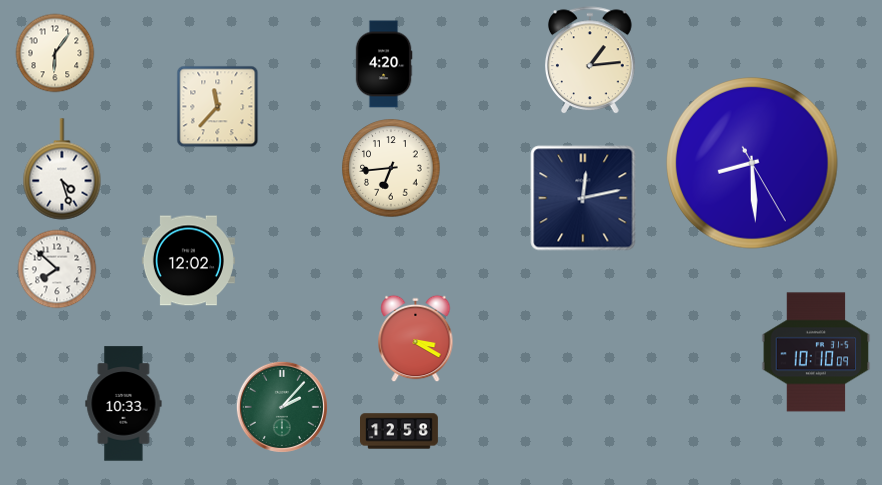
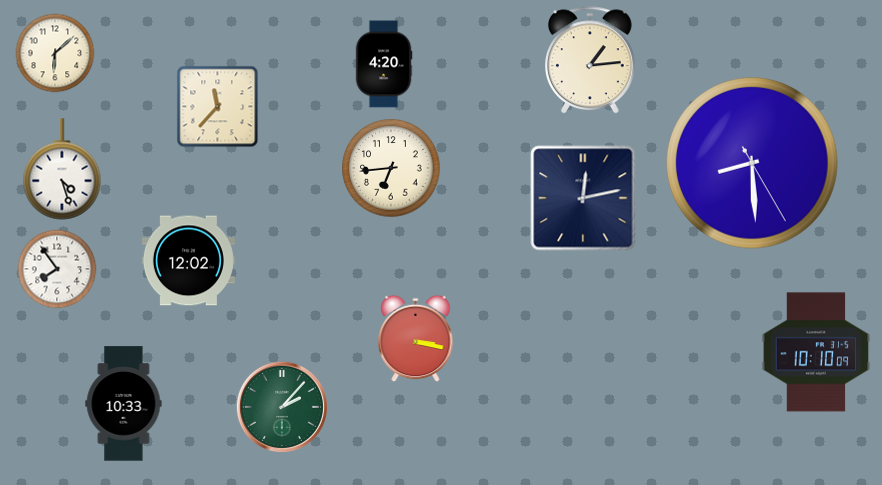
clock at (55, 53): 6:06 -> 6:08
clock at (57, 269): 7:52 -> 7:54
clock at (416, 339): 3:20 -> 3:17
clock at (400, 431): 12:58 -> none
